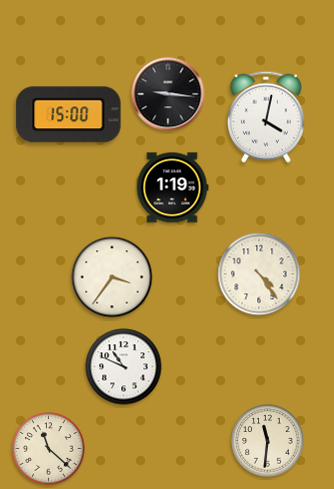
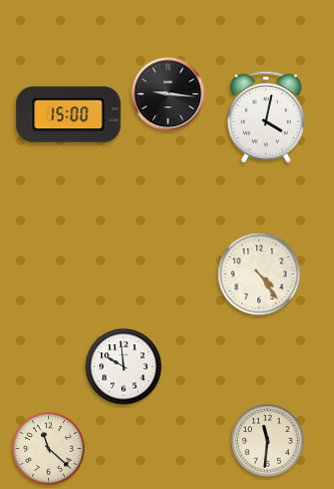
clock at (172, 188): 1:19 -> none
clock at (112, 277): 3:36 -> none
clock at (124, 367): 10:49 -> 9:59
